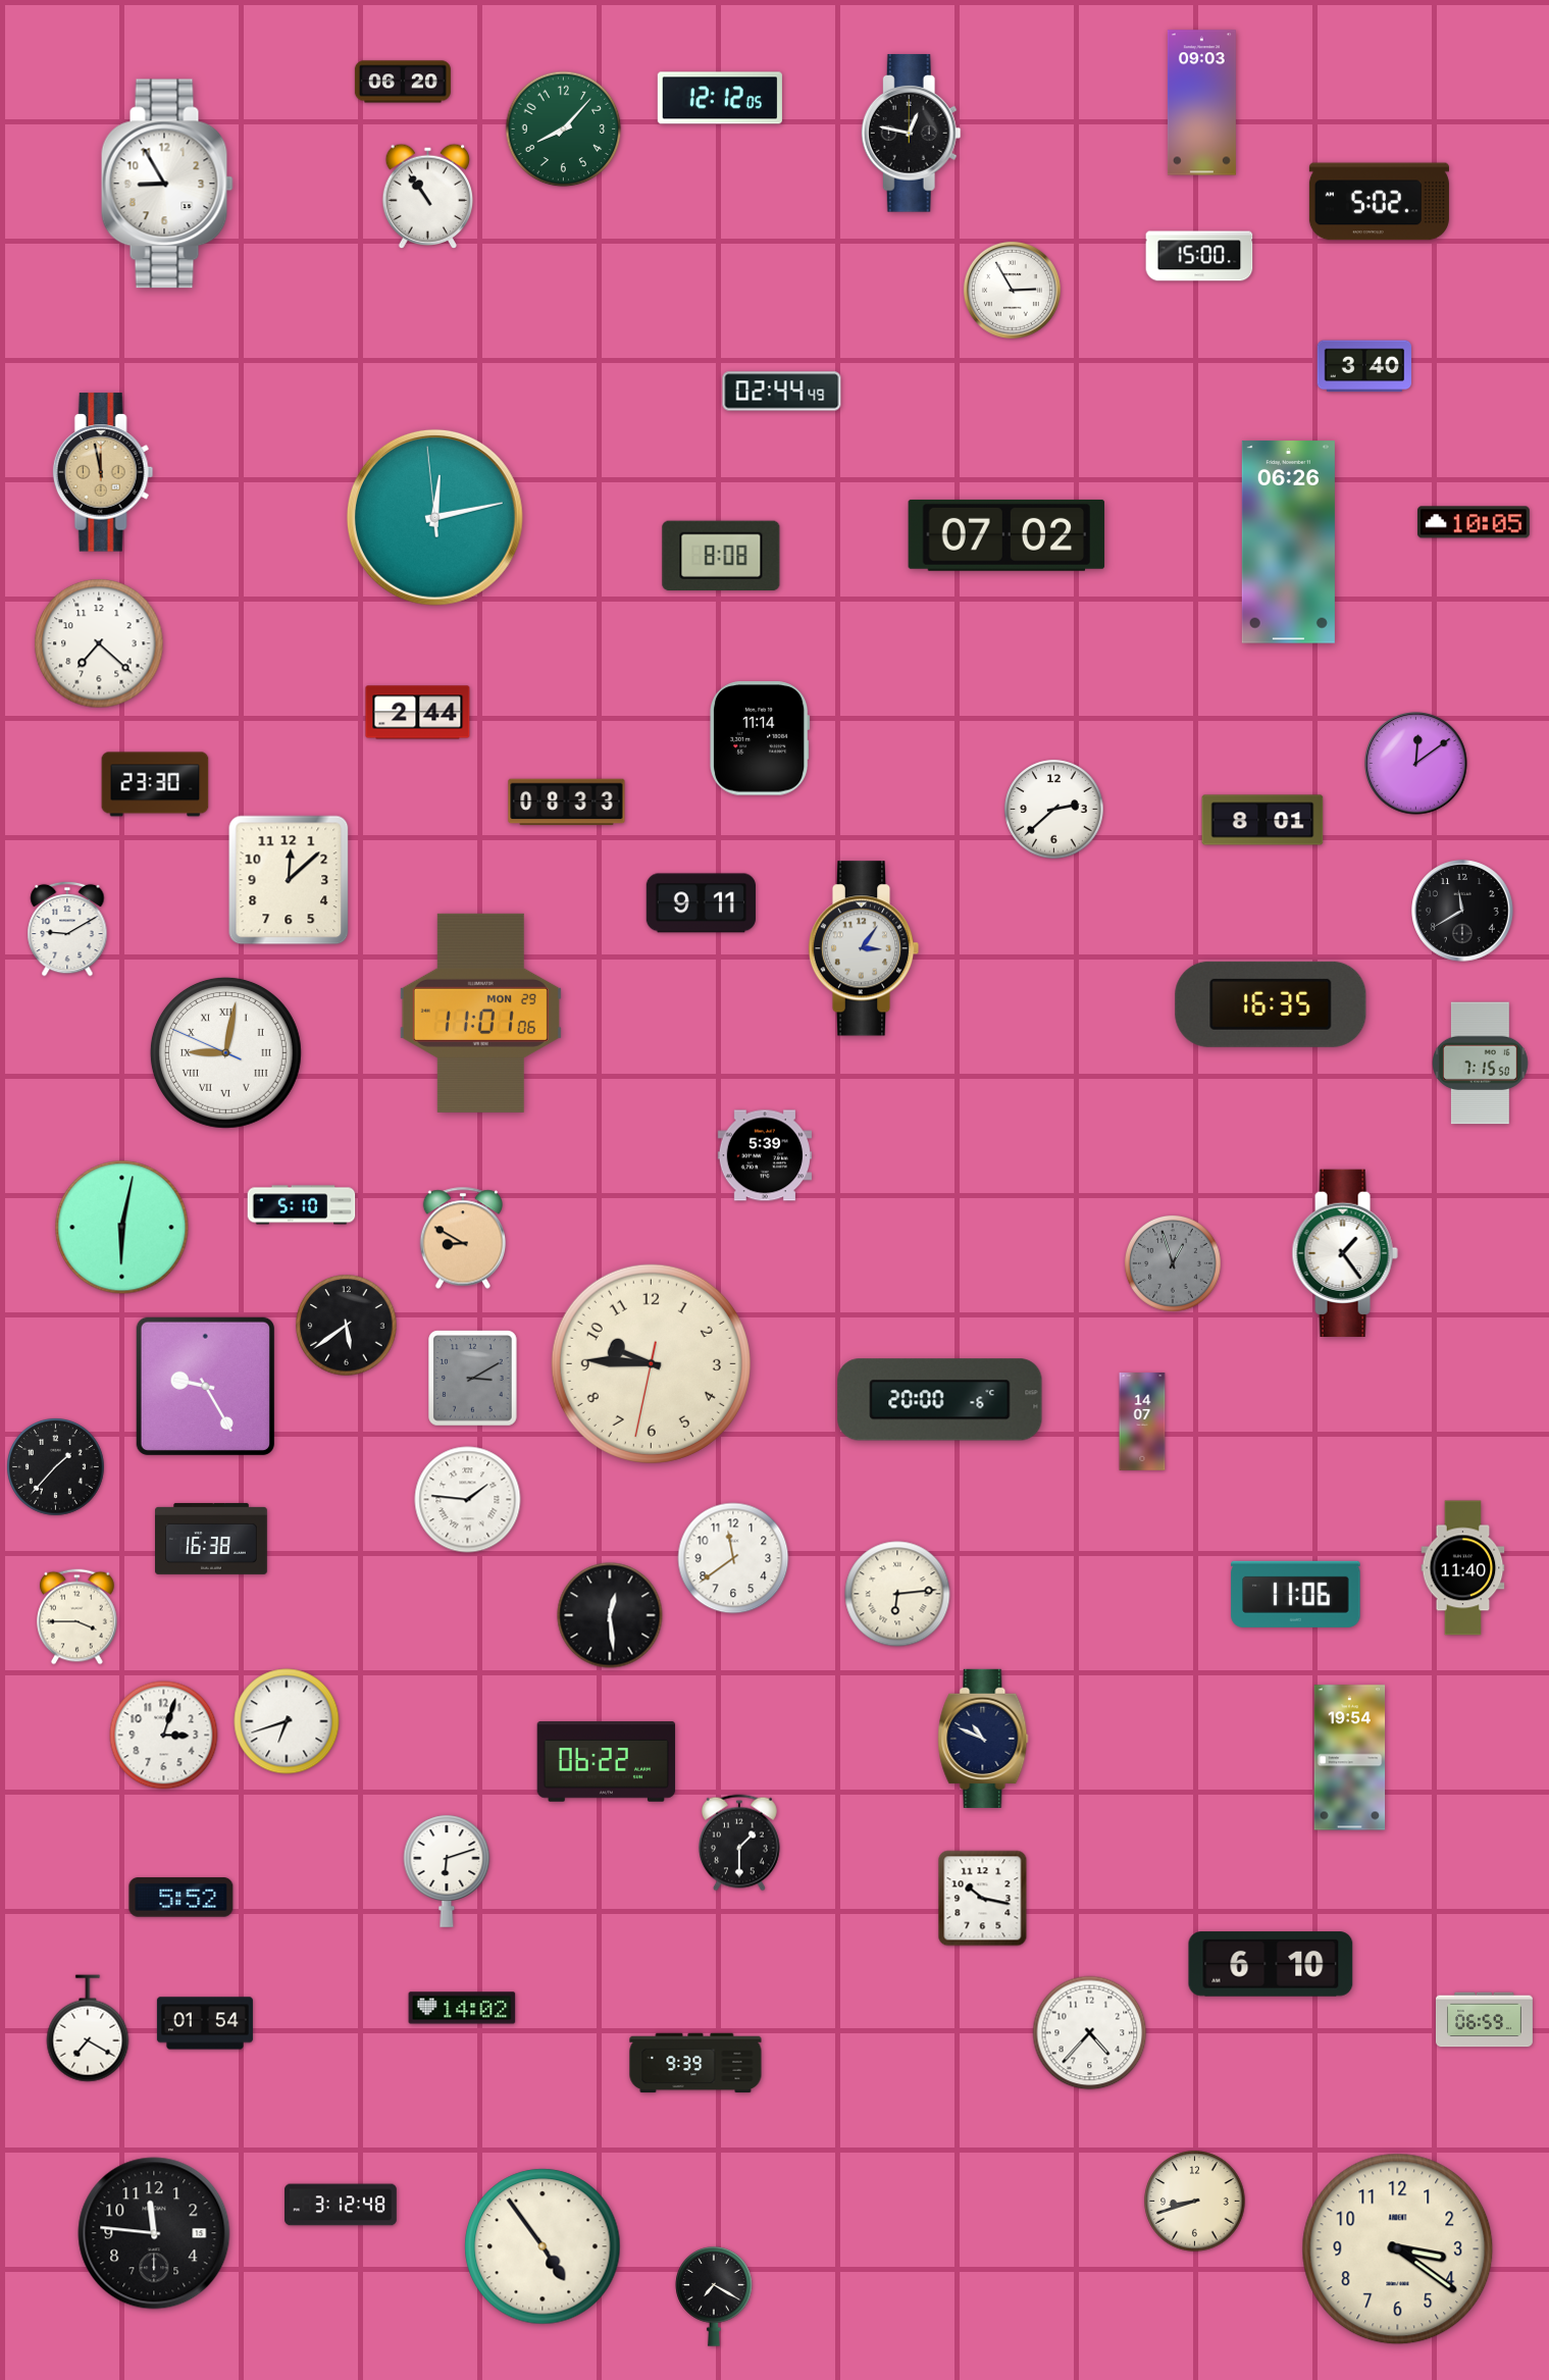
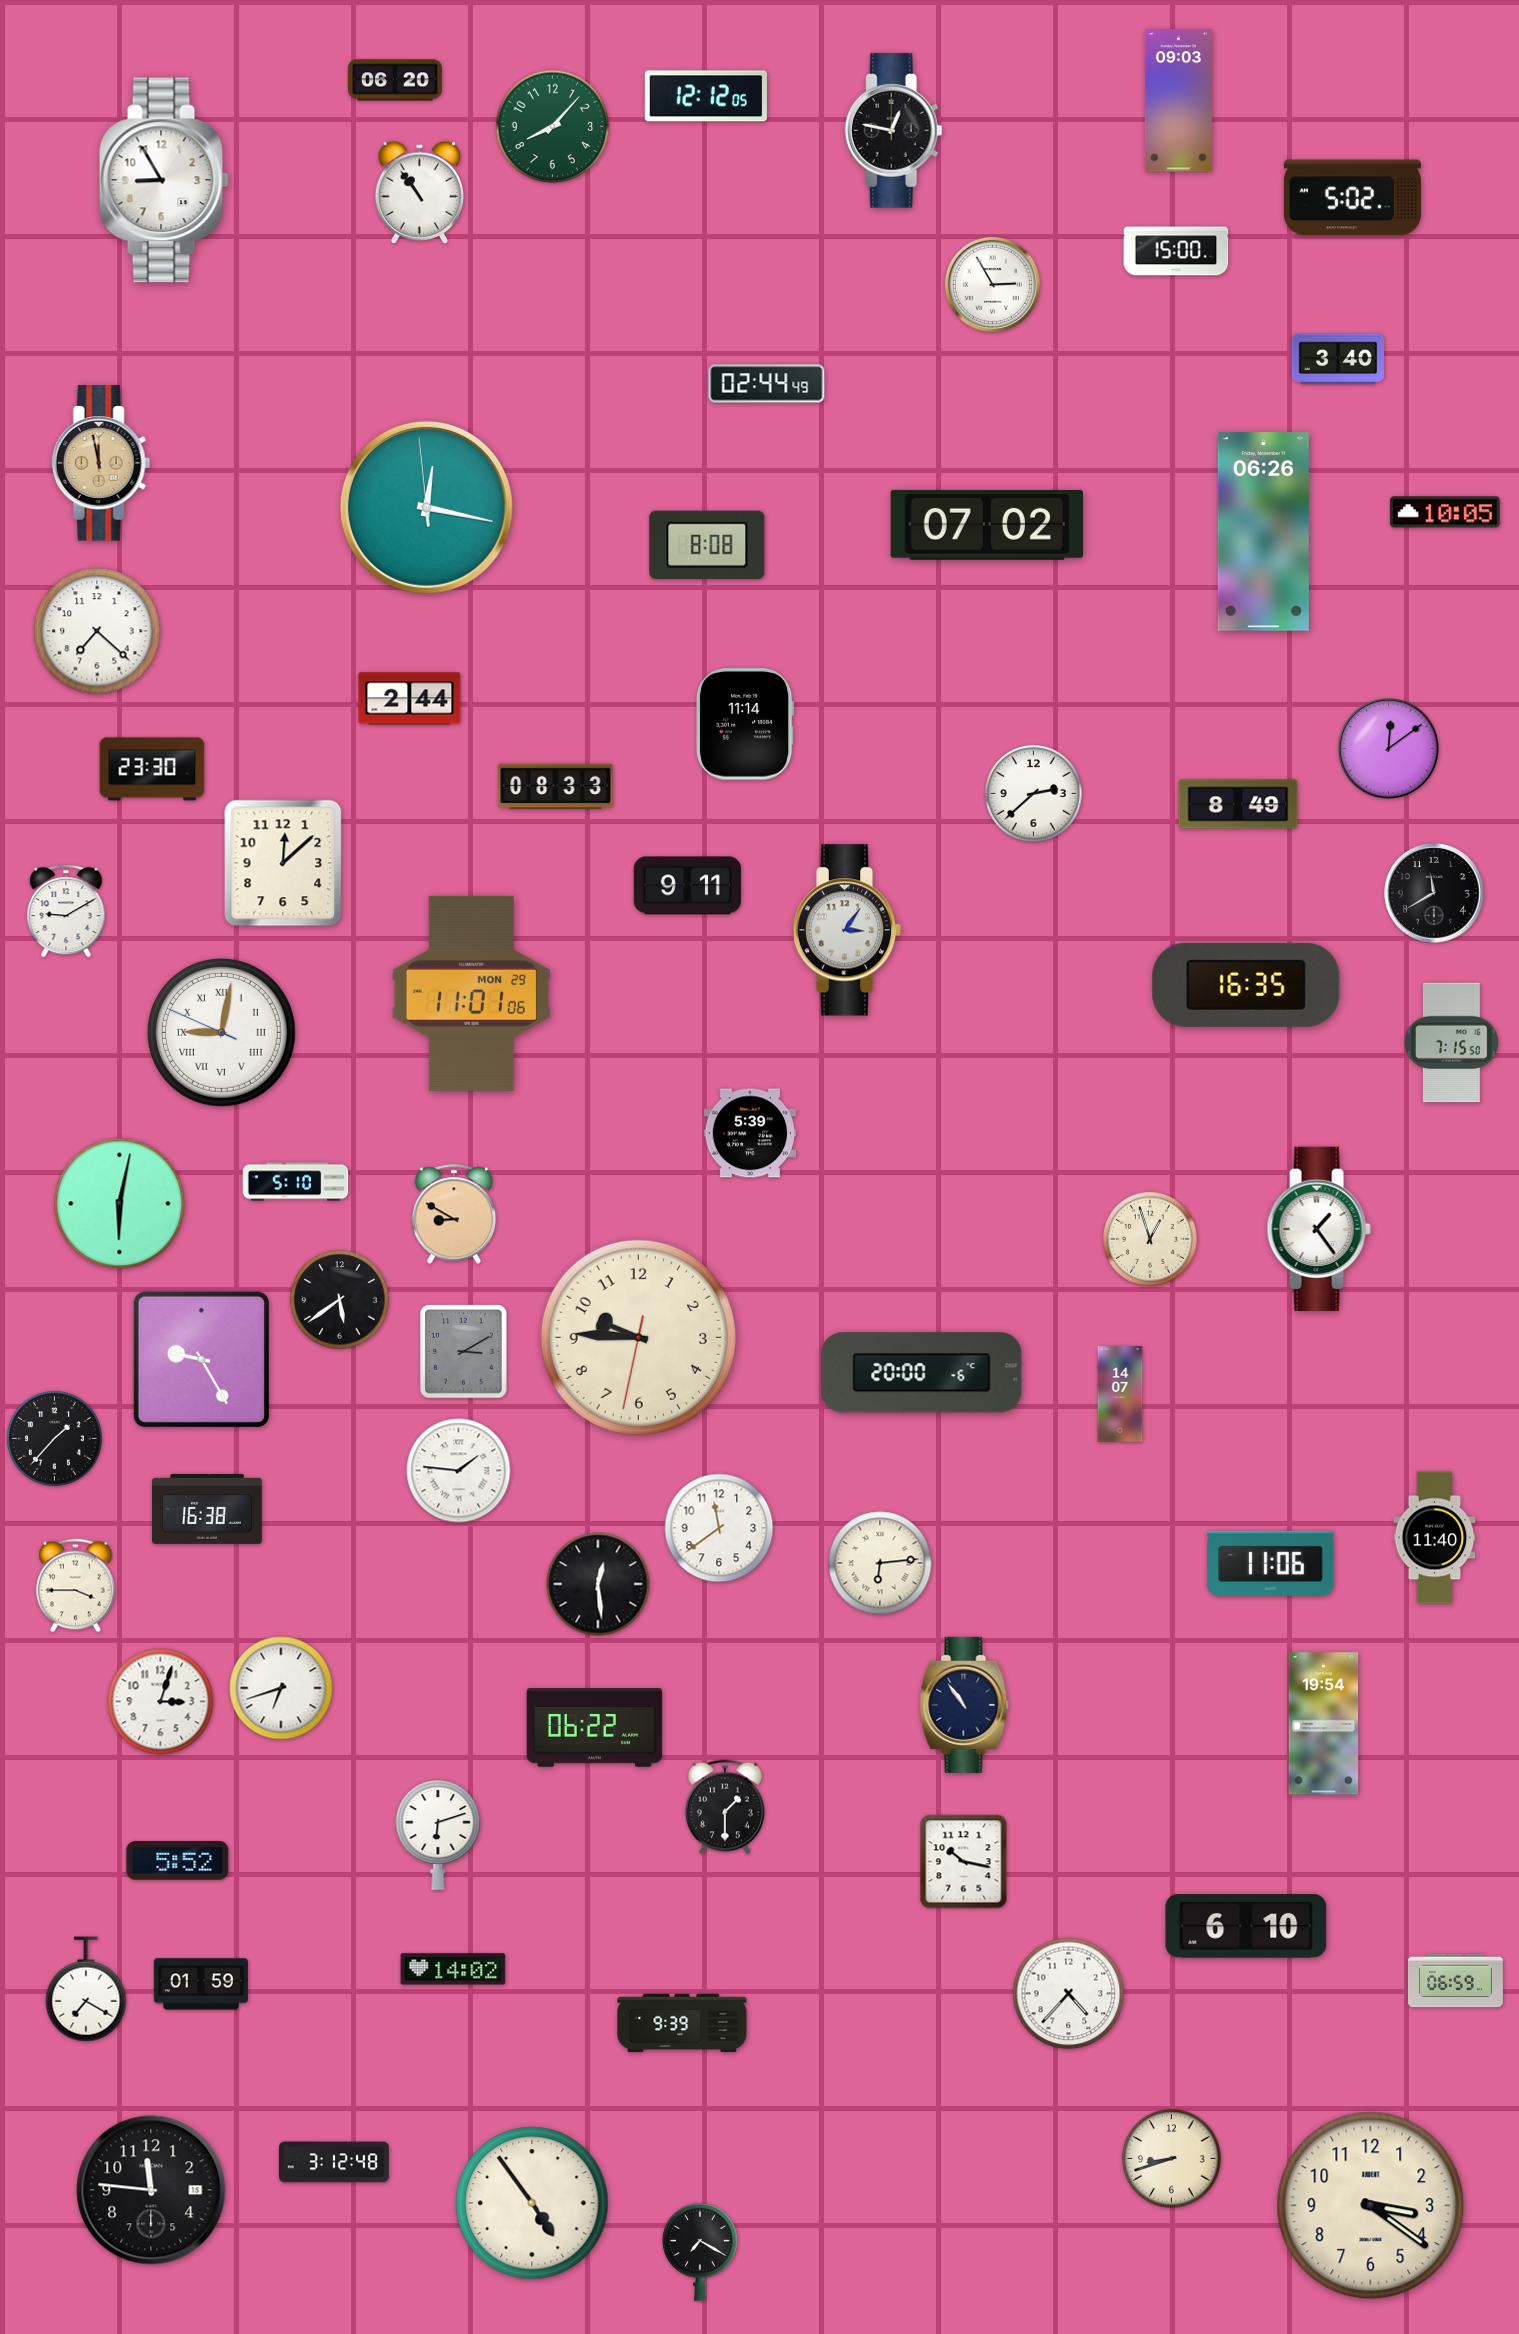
clock at (434, 517): 12:12 -> 12:16
clock at (1262, 820): 8:01 -> 8:49
clock at (1173, 1263) dial: grey -> cream
clock at (983, 1739): 10:49 -> 10:54
clock at (205, 2023): 01:54 -> 01:59
